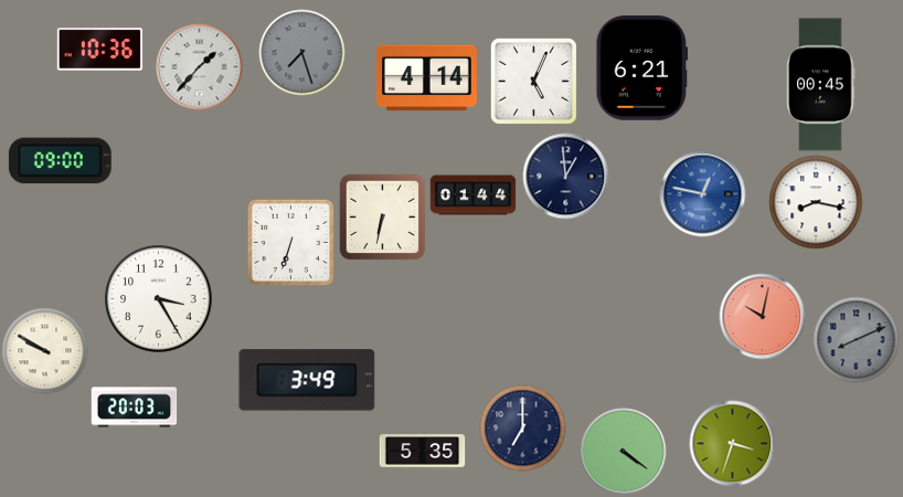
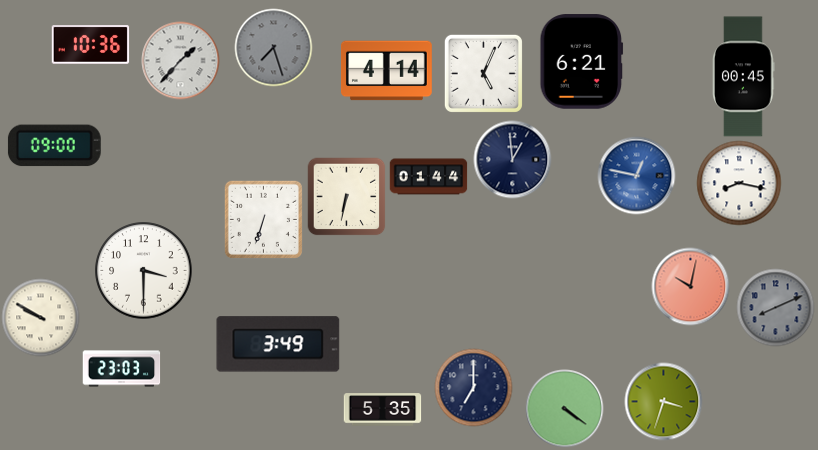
clock at (159, 299): 3:25 -> 3:30
clock at (134, 408): 20:03 -> 23:03
